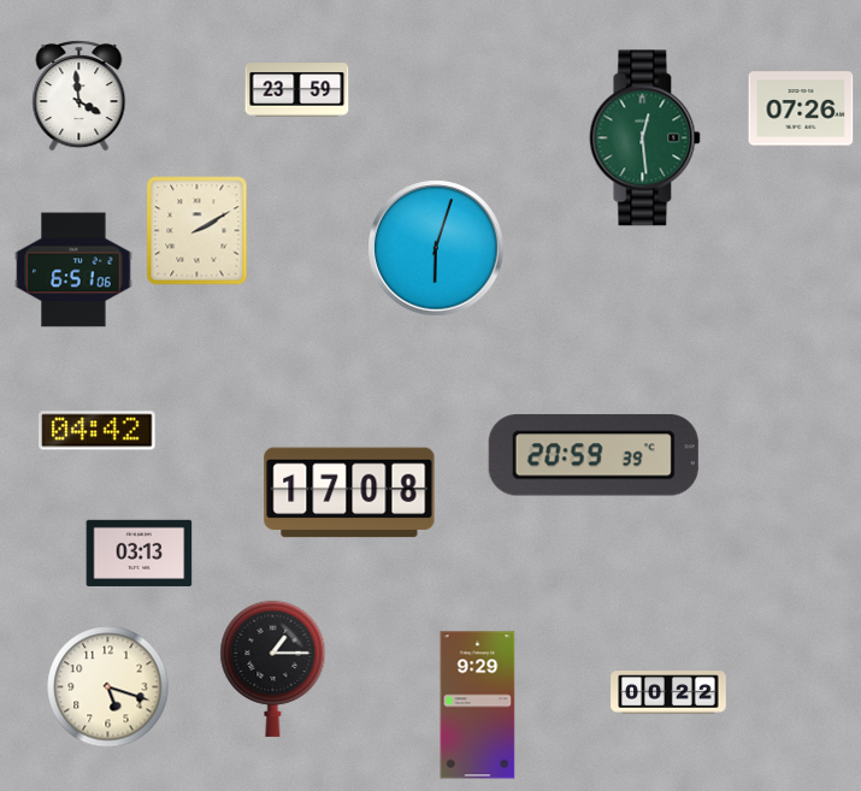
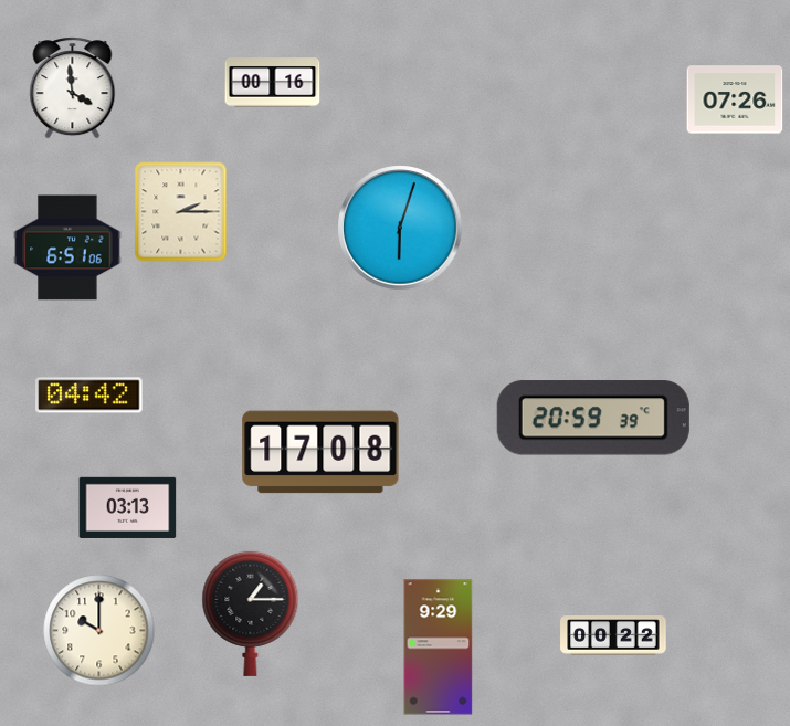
clock at (297, 90): 23:59 -> 00:16
clock at (645, 138): 12:29 -> none
clock at (197, 231): 2:10 -> 2:15
clock at (594, 455) position: (594, 455) -> (593, 418)
clock at (108, 687): 5:18 -> 10:00
